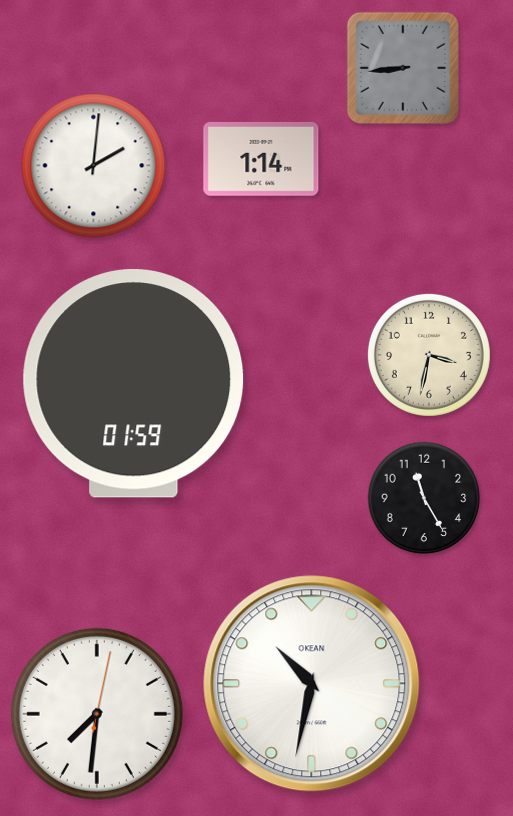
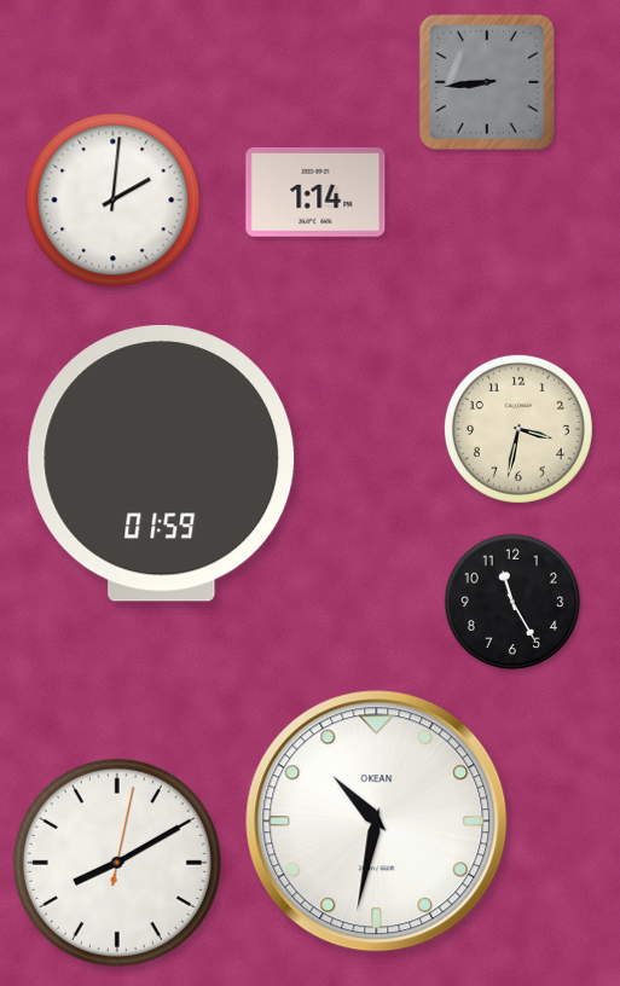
clock at (312, 684) position: (312, 684) -> (377, 822)
clock at (97, 714): 7:31 -> 8:10
